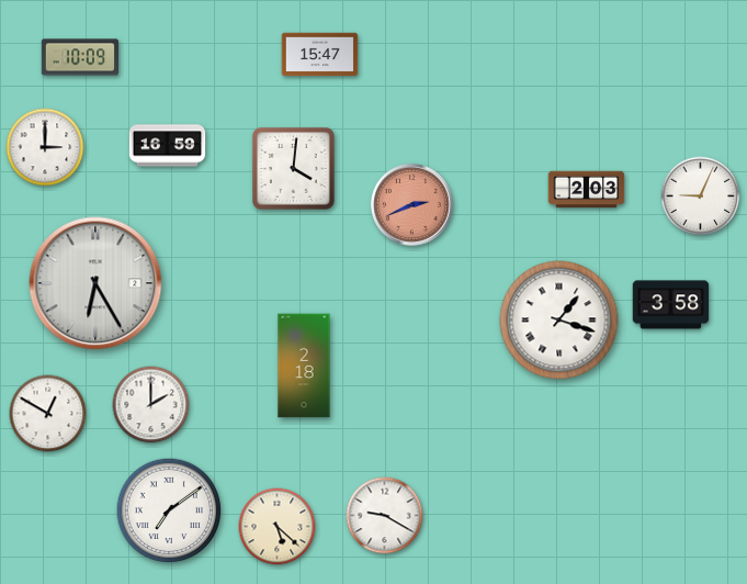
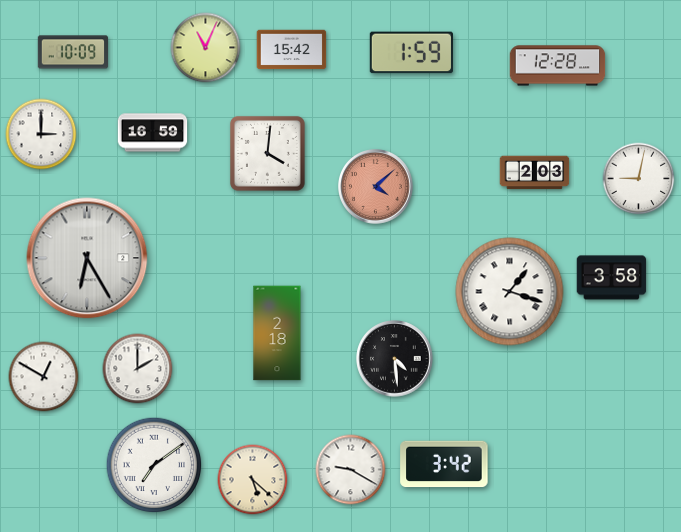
clock at (206, 48): none -> 11:04
clock at (320, 55): 15:47 -> 15:42
clock at (411, 53): none -> 1:59
clock at (558, 66): none -> 12:28
clock at (701, 196): 9:04 -> 9:02
clock at (412, 205): 2:41 -> 4:08
clock at (395, 359): none -> 4:29
clock at (444, 464): none -> 3:42
